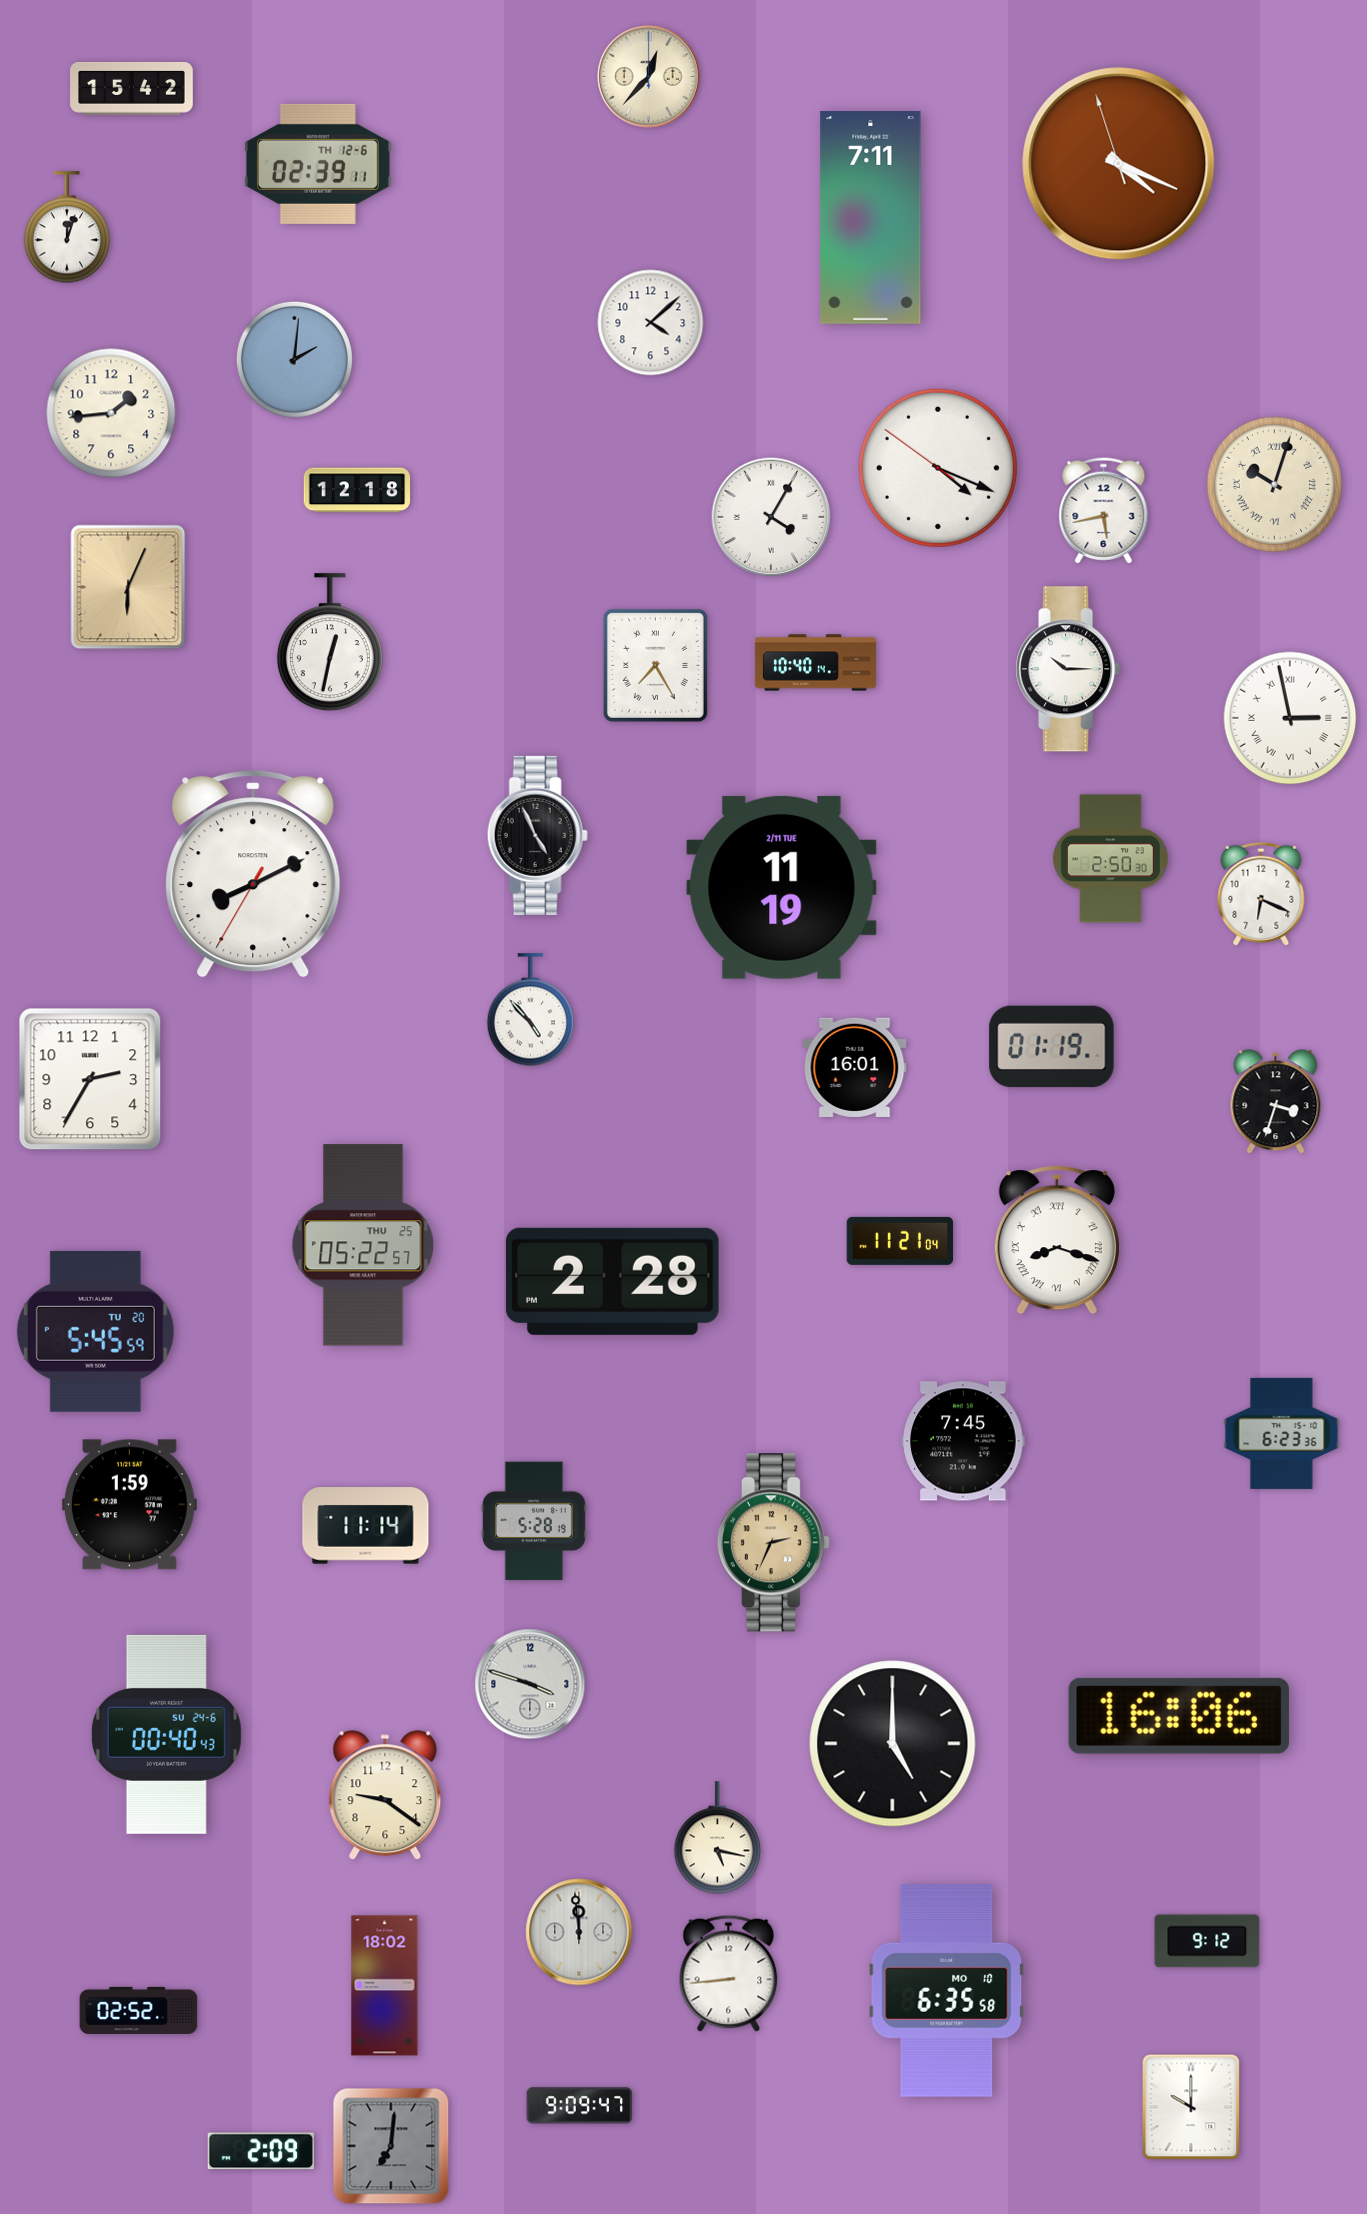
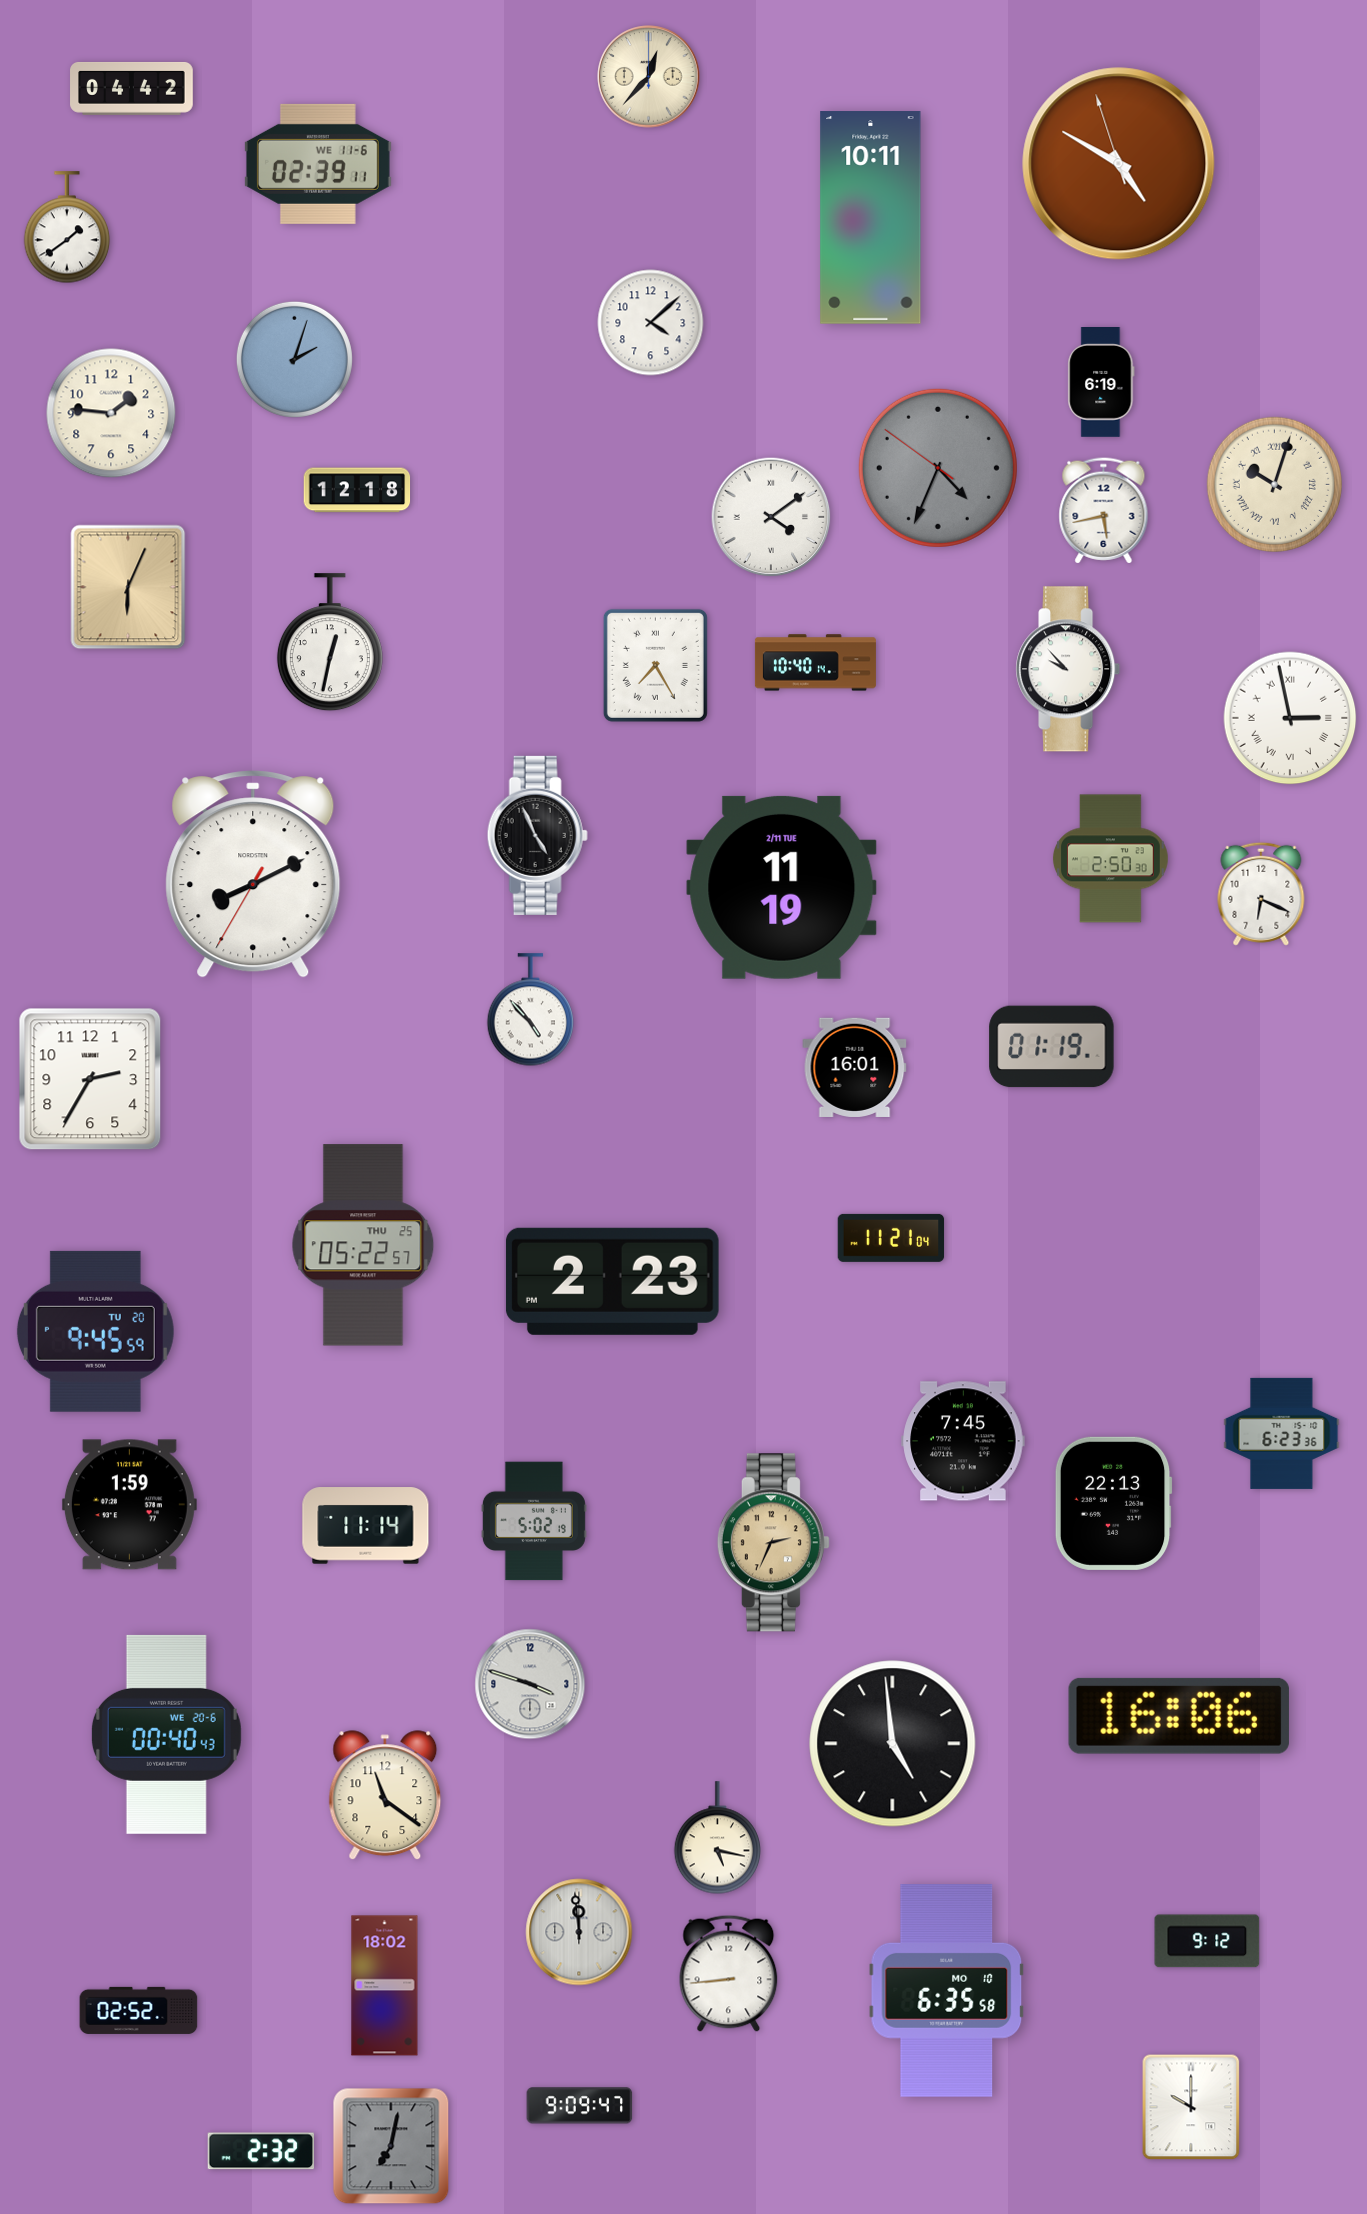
clock at (132, 88): 15:42 -> 04:42
clock at (318, 164) date: TH 12-6 -> WE 11-6
clock at (1119, 164): 4:18 -> 4:49
clock at (871, 218): 7:11 -> 10:11
clock at (67, 228): 12:03 -> 1:39
clock at (294, 359): 2:01 -> 2:03
clock at (1101, 383): none -> 6:19
clock at (111, 413): 1:44 -> 1:46
clock at (938, 468): 4:18 -> 4:33
clock at (938, 468) dial: white -> grey
clock at (771, 517): 4:05 -> 4:09
clock at (1068, 669): 10:15 -> 9:53
clock at (1276, 1102): 3:33 -> none
clock at (1057, 1240): 8:18 -> none
clock at (900, 1241) position: (900, 1241) -> (891, 1238)
clock at (612, 1281): 2:28 -> 2:23
clock at (95, 1331): 5:45 -> 9:45
clock at (1113, 1503): none -> 22:13
clock at (534, 1521): 5:28 -> 5:02
clock at (166, 1734) date: SU 24-6 -> WE 20-6
clock at (893, 1744): 5:00 -> 4:59
clock at (385, 1796): 9:21 -> 11:21
clock at (391, 2146): 7:01 -> 7:02
clock at (260, 2151): 2:09 -> 2:32
